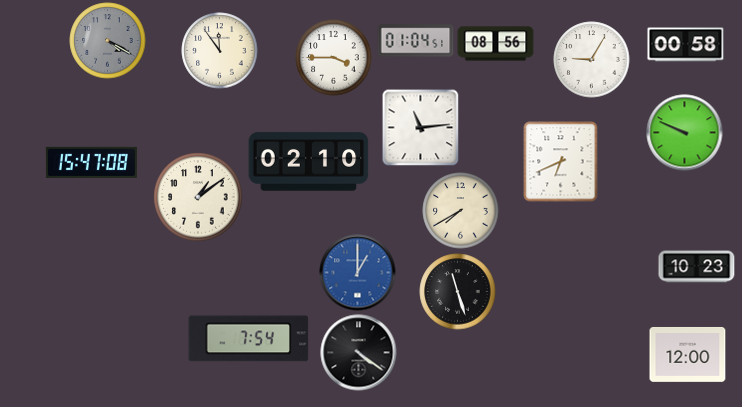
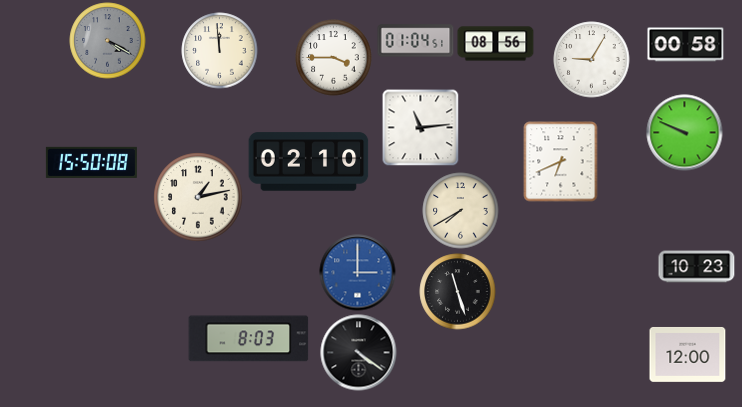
clock at (220, 51): 11:54 -> 11:59
clock at (91, 162): 15:47 -> 15:50
clock at (198, 197): 1:09 -> 1:13
clock at (358, 273): 1:00 -> 3:00
clock at (249, 339): 7:54 -> 8:03
